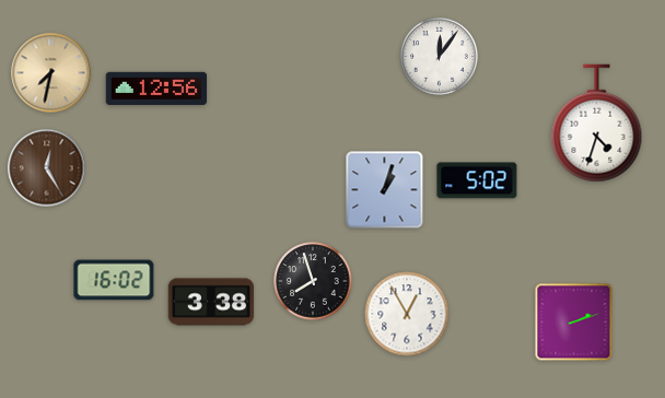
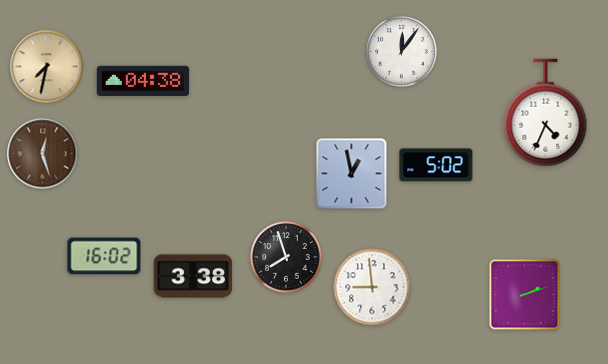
clock at (156, 89): 12:56 -> 04:38
clock at (597, 124): 4:33 -> 4:34
clock at (47, 168): 12:25 -> 12:27
clock at (385, 190): 1:03 -> 12:58
clock at (407, 314): 12:55 -> 8:59
